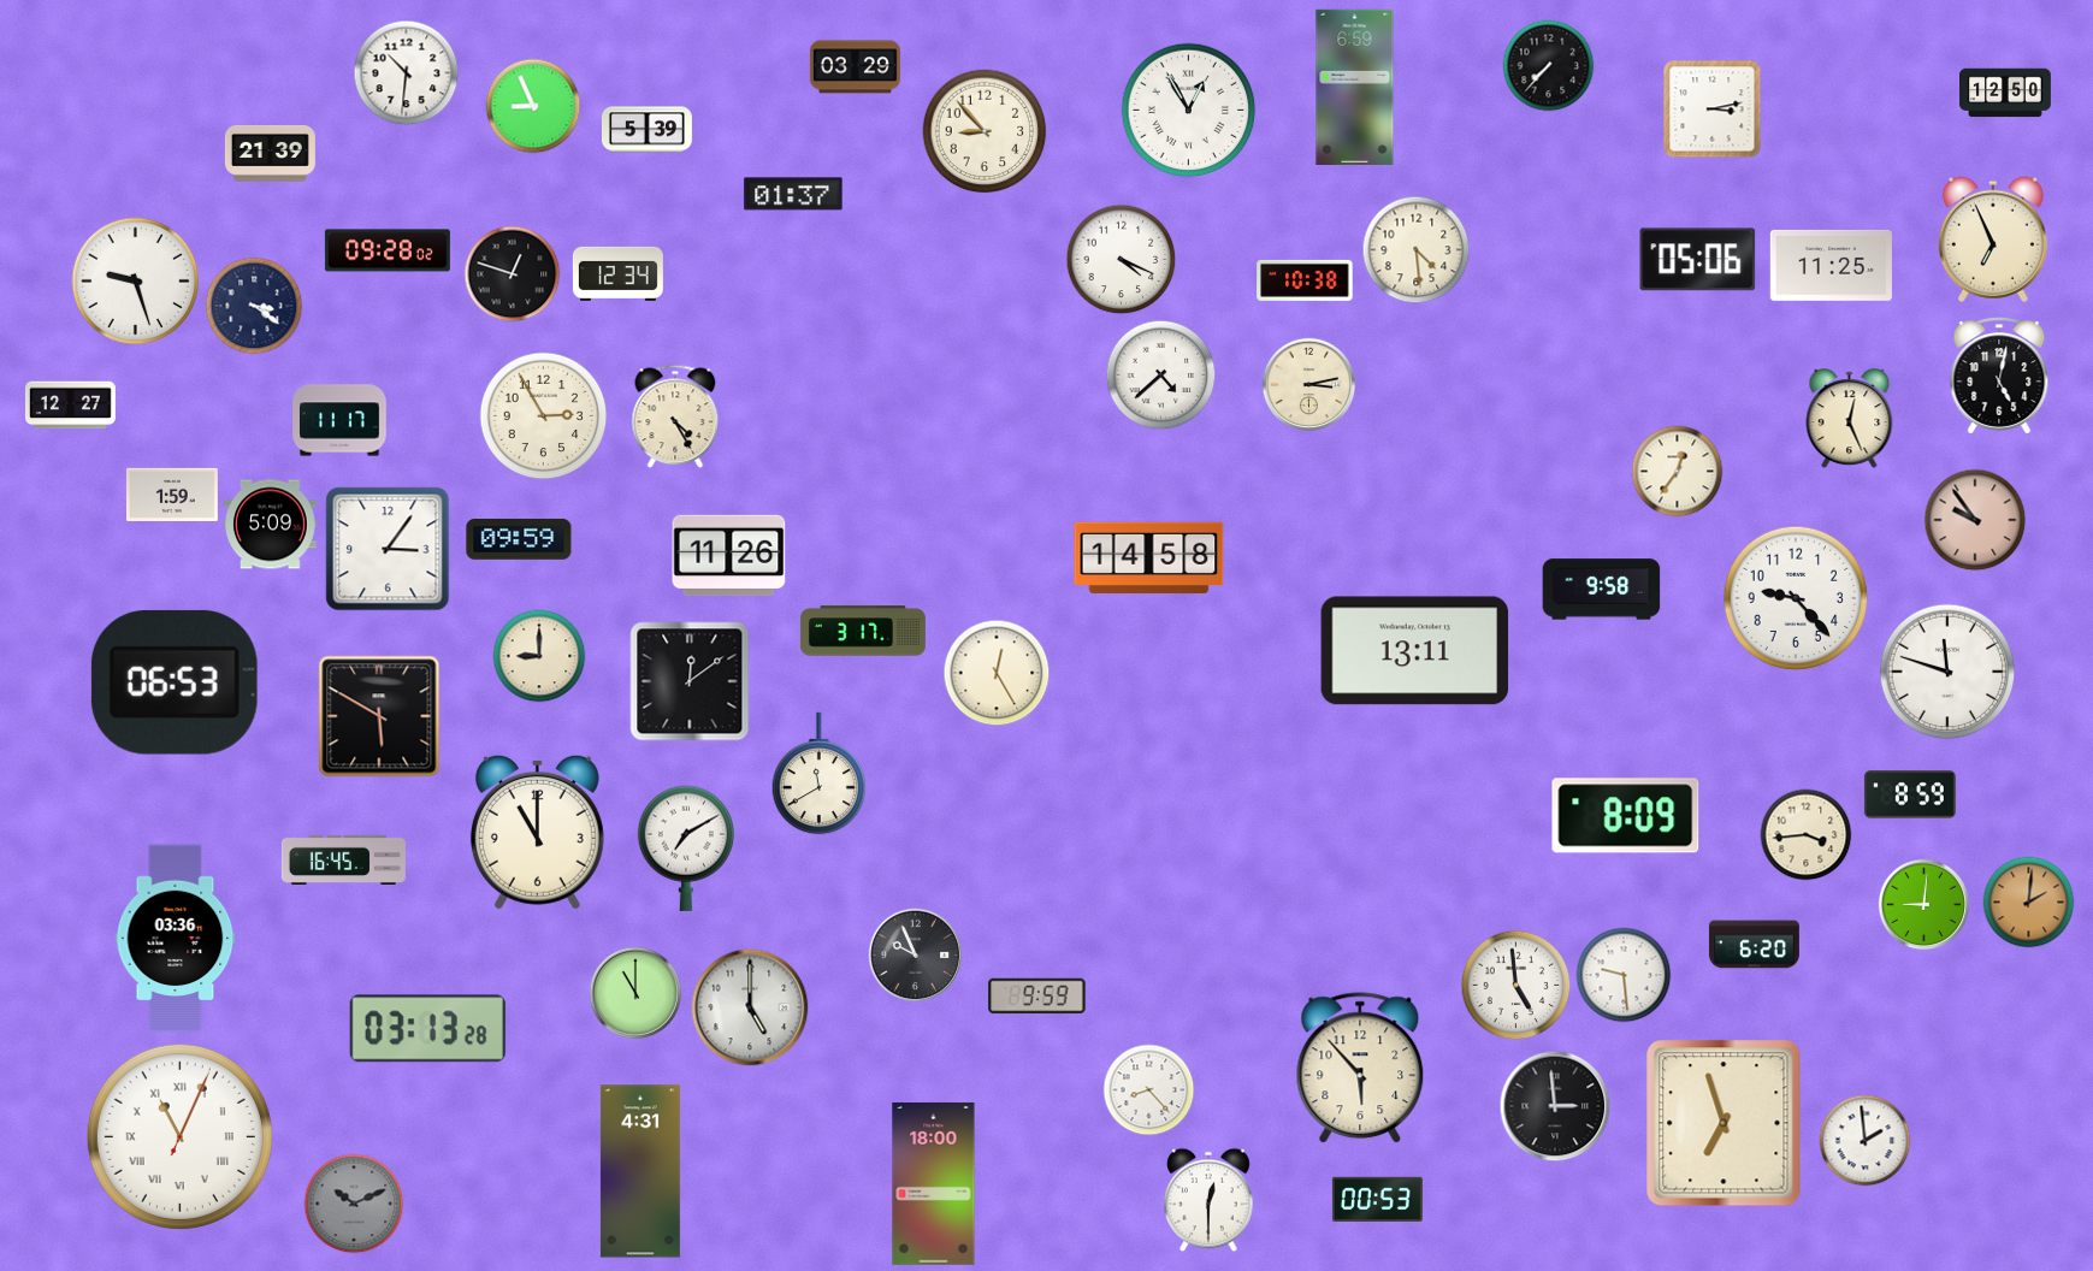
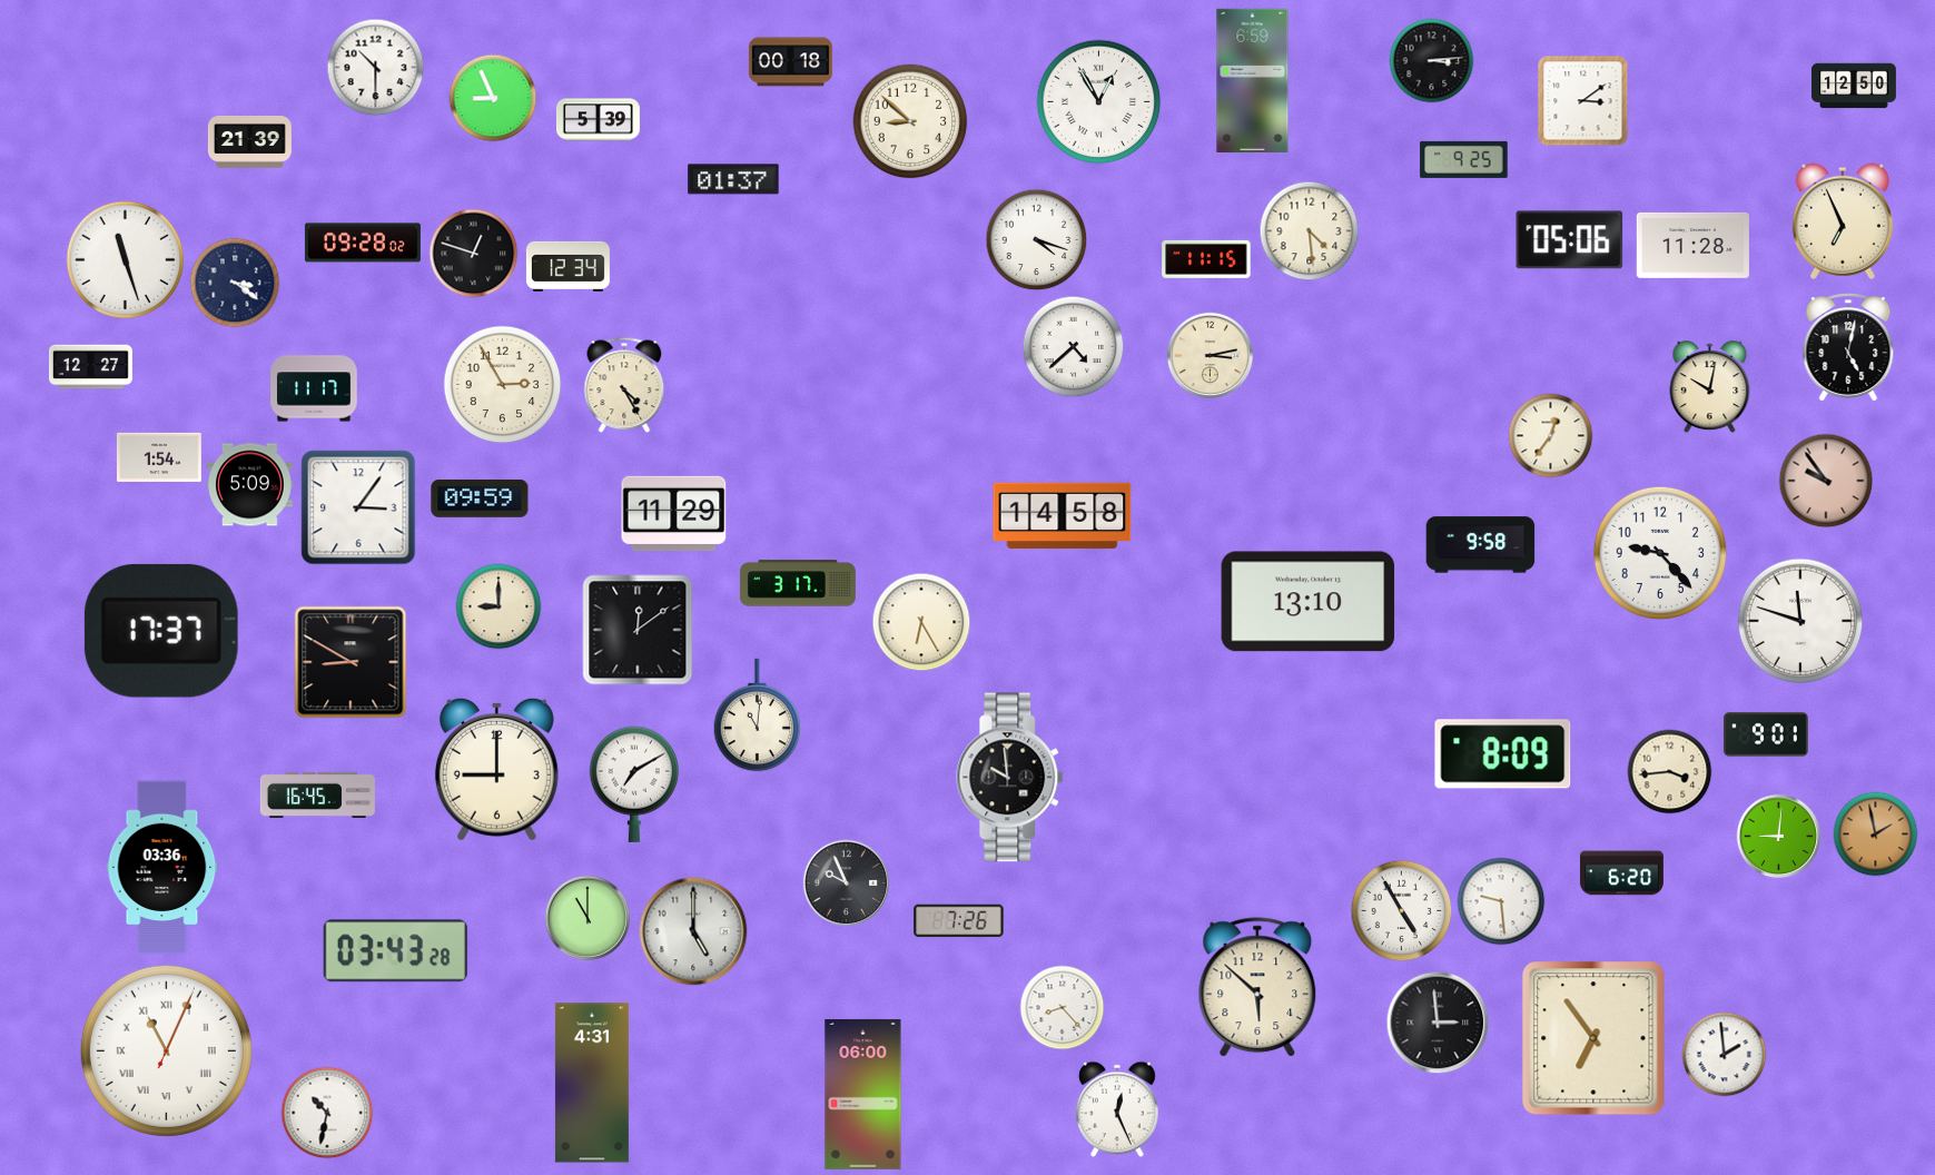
clock at (1549, 66): 7:37 -> 3:14
clock at (855, 67): 03:29 -> 00:18
clock at (407, 73): 10:31 -> 10:30
clock at (1713, 110): 3:13 -> 3:09
clock at (985, 131): 8:53 -> 8:52
clock at (1464, 159): none -> 9:25
clock at (388, 250) position: (388, 250) -> (363, 243)
clock at (1122, 260): 4:19 -> 4:18
clock at (1831, 265): 11:25 -> 11:28
clock at (617, 273) position: (617, 273) -> (567, 266)
clock at (1305, 280): 10:38 -> 11:15
clock at (136, 282): 9:27 -> 11:27
clock at (70, 406) position: (70, 406) -> (90, 367)
clock at (1850, 419): 12:26 -> 10:02
clock at (172, 495): 1:59 -> 1:54
clock at (729, 556): 11:26 -> 11:29
clock at (1415, 651): 13:11 -> 13:10
clock at (997, 673): 12:25 -> 6:25
clock at (175, 682): 06:53 -> 17:37
clock at (379, 716): 5:50 -> 8:50
clock at (820, 774): 11:40 -> 11:01
clock at (1910, 794): 8:59 -> 9:01
clock at (537, 832): 11:00 -> 9:00
clock at (1010, 778): none -> 9:59
clock at (2029, 903): 2:01 -> 1:58
clock at (1516, 986): 4:59 -> 4:55
clock at (1037, 997): 9:59 -> 7:26
clock at (427, 1029): 03:13 -> 03:43
clock at (1360, 1069): 5:53 -> 5:52
clock at (1724, 1123): 6:57 -> 6:54
clock at (934, 1183): 18:00 -> 06:00
clock at (1377, 1199): 00:53 -> none
clock at (1208, 1200): 12:30 -> 12:26
clock at (354, 1204): 10:11 -> 10:32
clock at (354, 1204) dial: grey -> white
